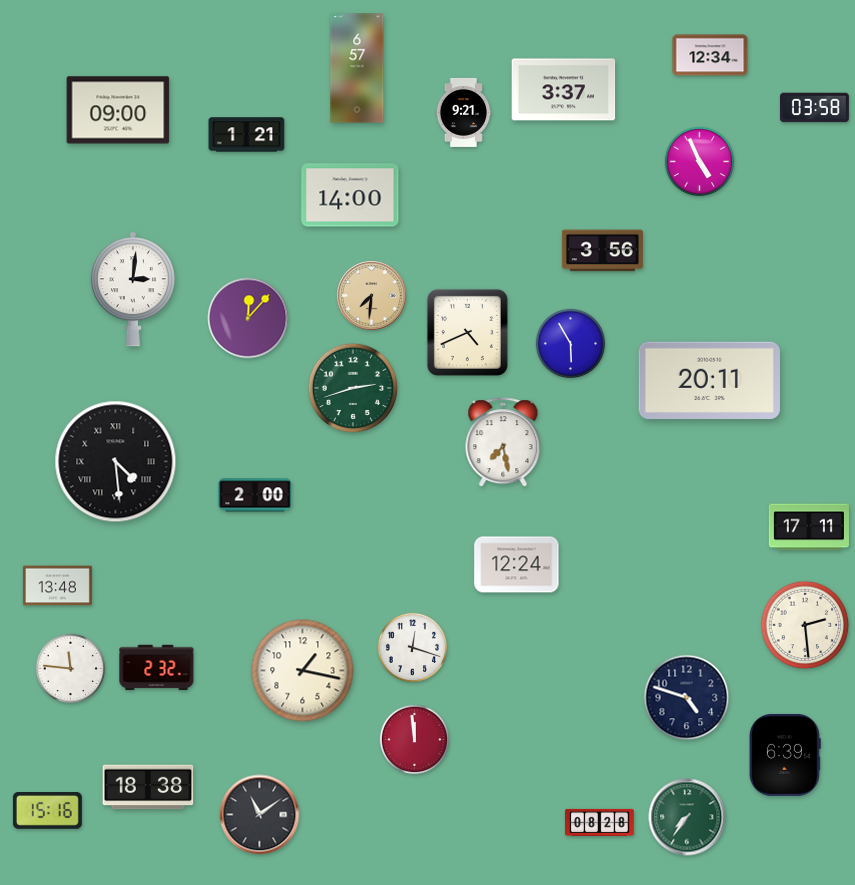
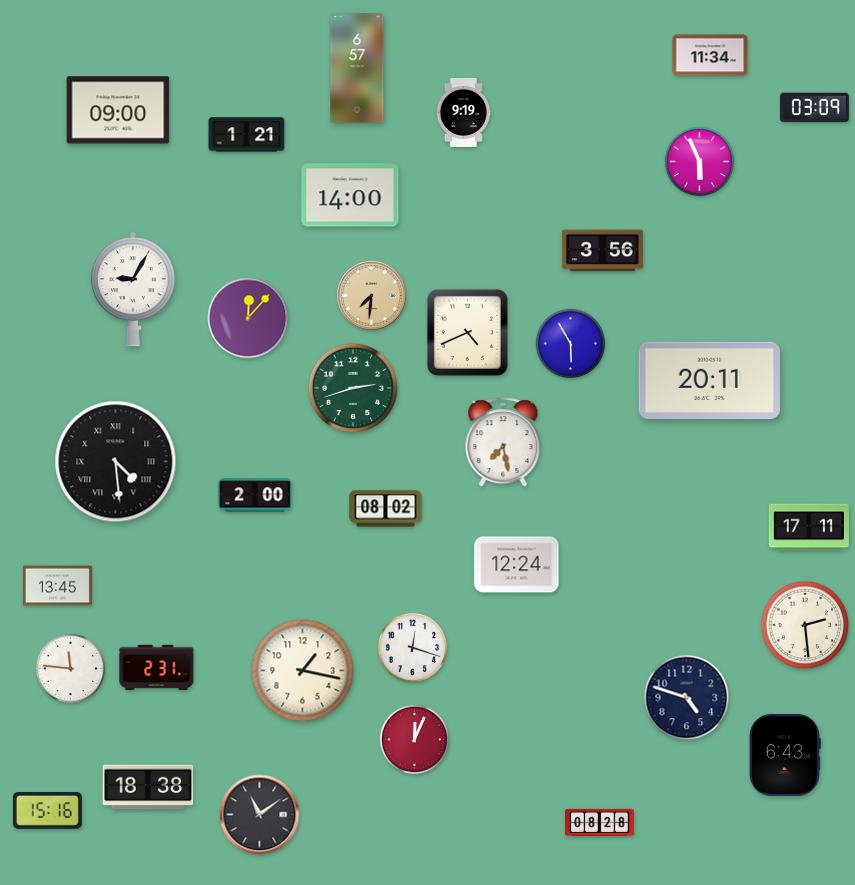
clock at (710, 55): 12:34 -> 11:34
clock at (564, 90): 3:37 -> none
clock at (814, 108): 03:58 -> 03:09
clock at (463, 112): 9:21 -> 9:19
clock at (700, 162): 4:56 -> 5:56
clock at (133, 289): 3:01 -> 9:05
clock at (386, 509): none -> 08:02
clock at (57, 586): 13:48 -> 13:45
clock at (157, 668): 2:32 -> 2:31
clock at (415, 740): 11:59 -> 12:04
clock at (786, 755): 6:39 -> 6:43
clock at (687, 817): 7:36 -> none
